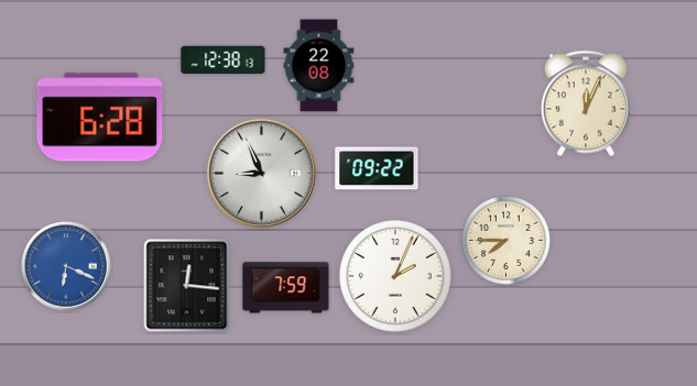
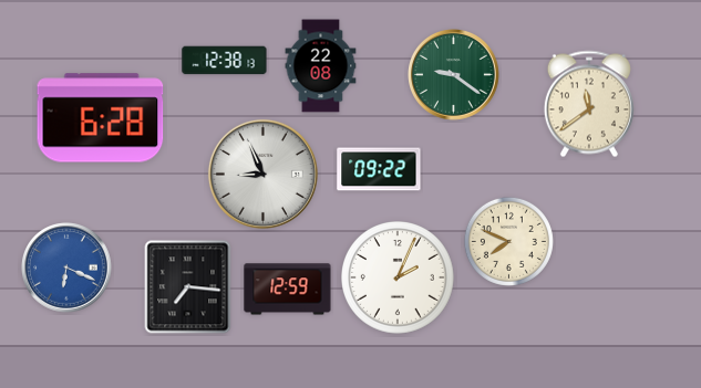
clock at (454, 75): none -> 9:21
clock at (586, 103): 12:04 -> 11:39
clock at (505, 240): 7:45 -> 7:49
clock at (187, 286): 12:16 -> 7:16
clock at (286, 288): 7:59 -> 12:59
